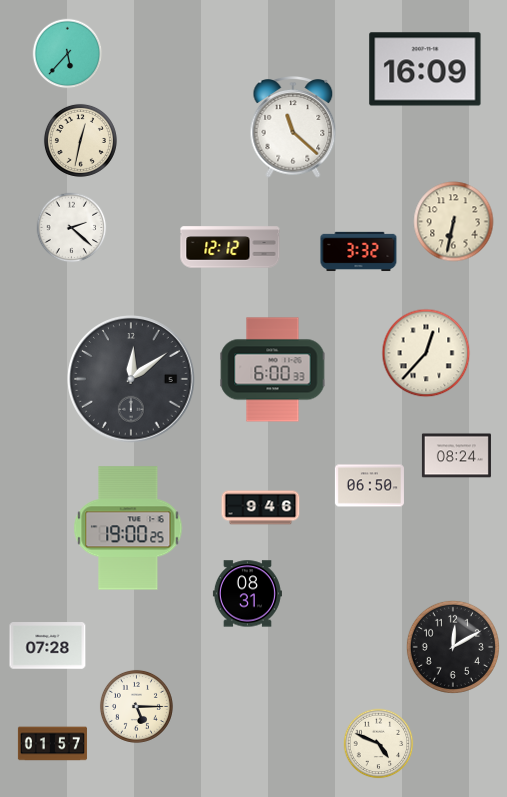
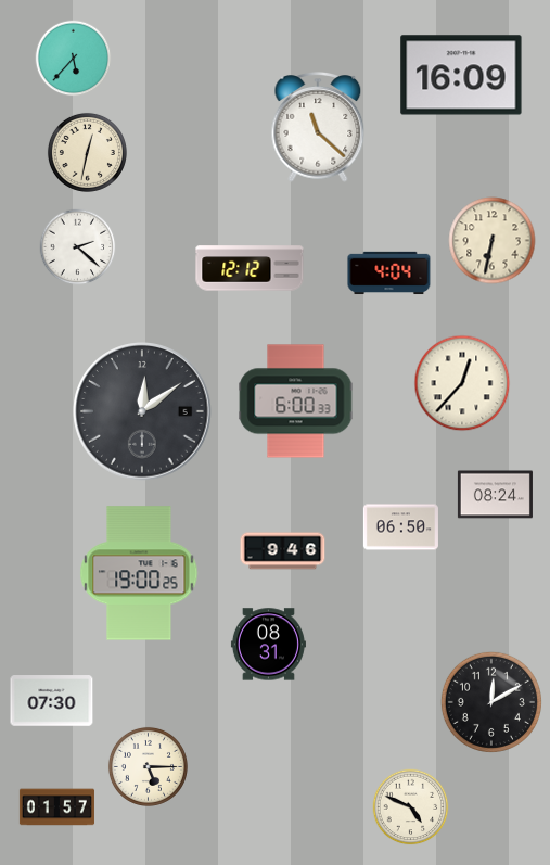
clock at (293, 127) position: (293, 127) -> (318, 127)
clock at (359, 252): 3:32 -> 4:04
clock at (48, 646): 07:28 -> 07:30
